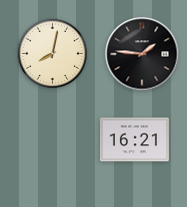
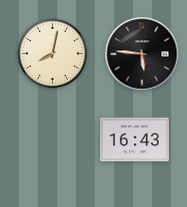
clock at (142, 54): 1:46 -> 5:46
clock at (134, 140): 16:21 -> 16:43
